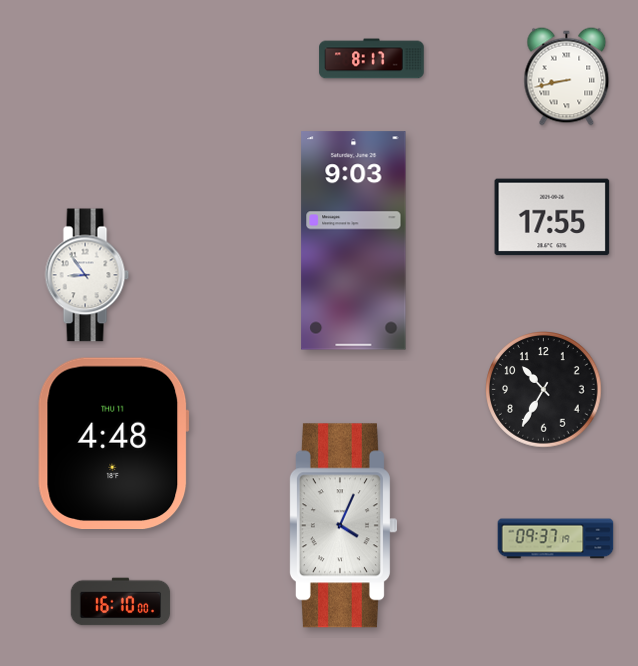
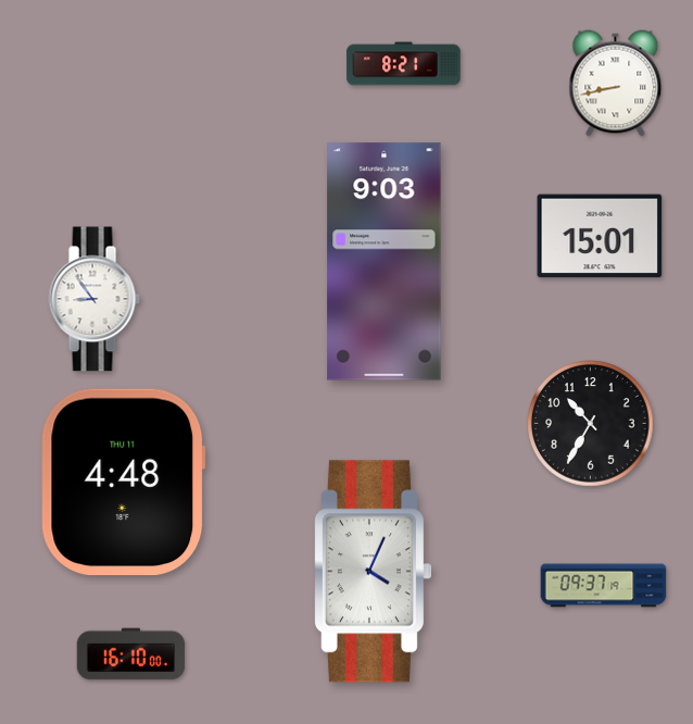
clock at (372, 59): 8:17 -> 8:21
clock at (552, 217): 17:55 -> 15:01
